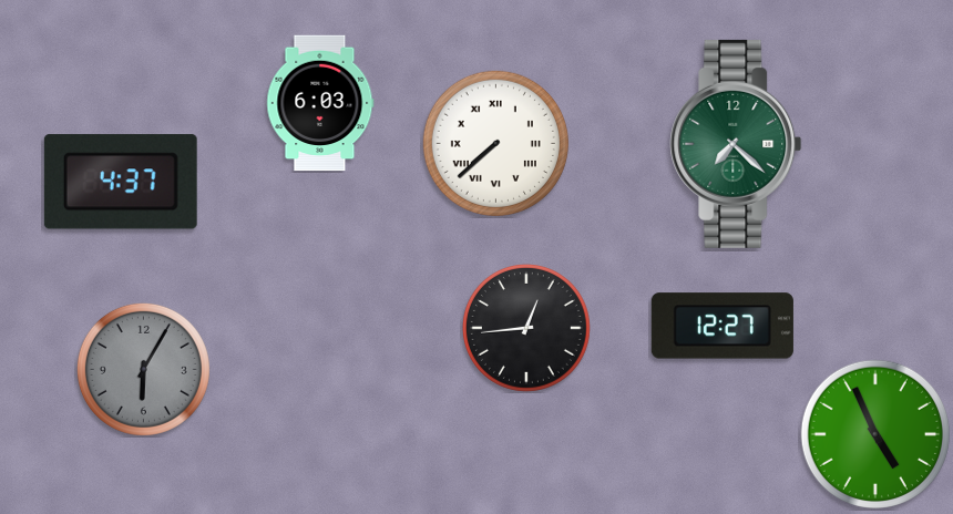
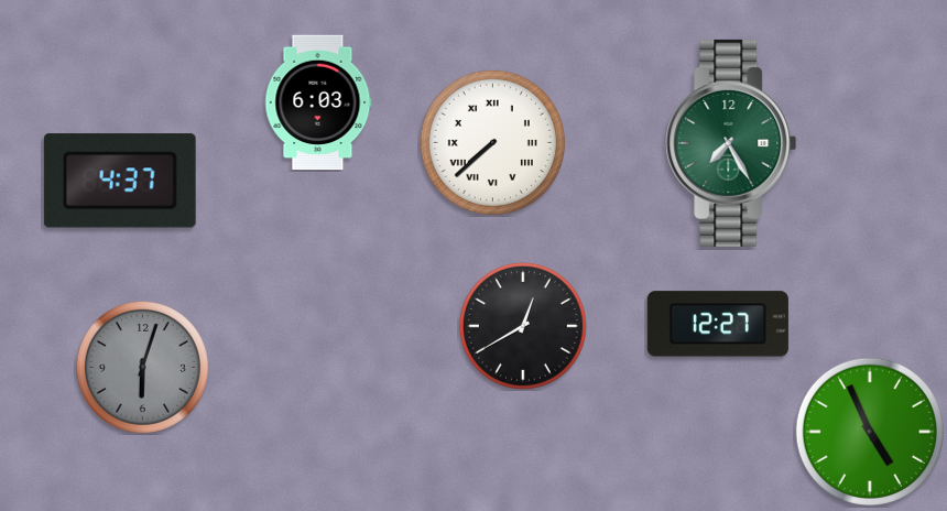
clock at (736, 144): 7:22 -> 7:25
clock at (526, 328): 12:44 -> 12:40
clock at (143, 369): 6:05 -> 6:03
